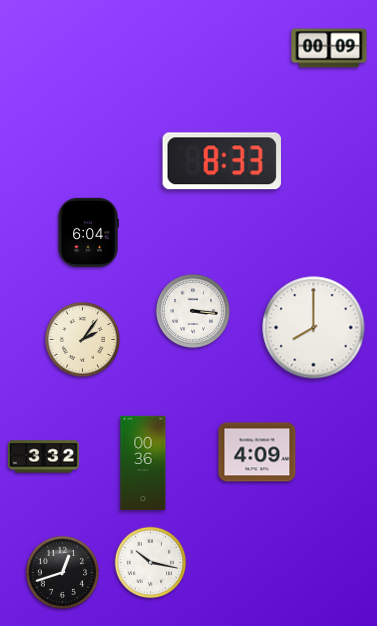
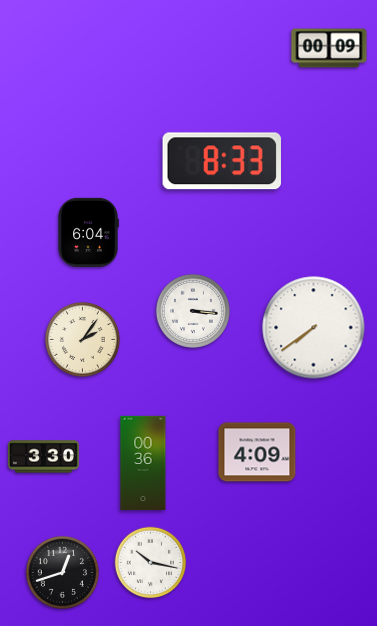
clock at (314, 328): 8:00 -> 7:39
clock at (44, 457): 3:32 -> 3:30
